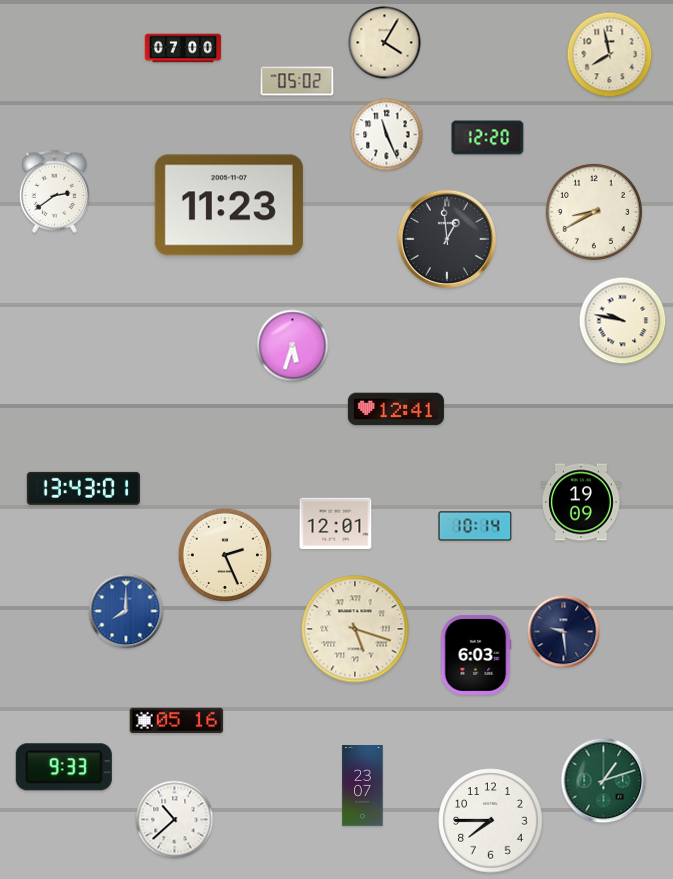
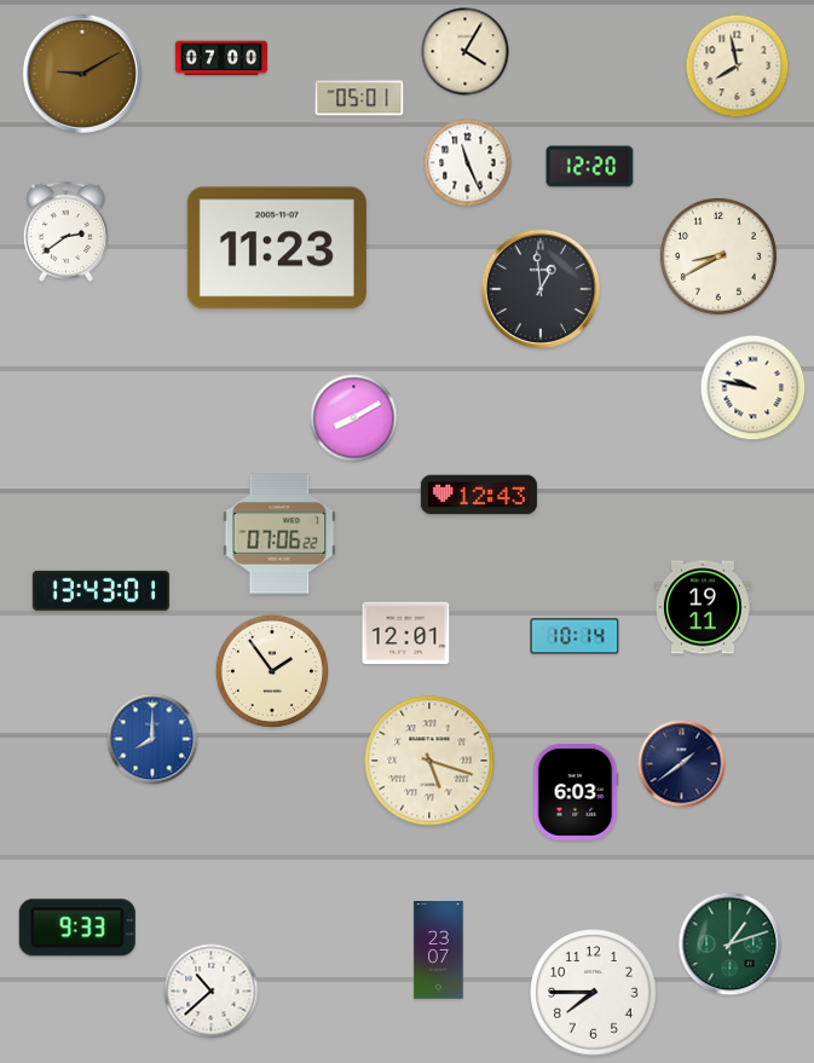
clock at (82, 74): none -> 9:10
clock at (297, 81): 05:02 -> 05:01
clock at (293, 346): 5:33 -> 8:10
clock at (396, 409): 12:41 -> 12:43
clock at (279, 533): none -> 07:06
clock at (581, 502): 19:09 -> 19:11
clock at (224, 554): 2:26 -> 1:54
clock at (564, 632): 9:29 -> 1:39
clock at (177, 721): 05:16 -> none
